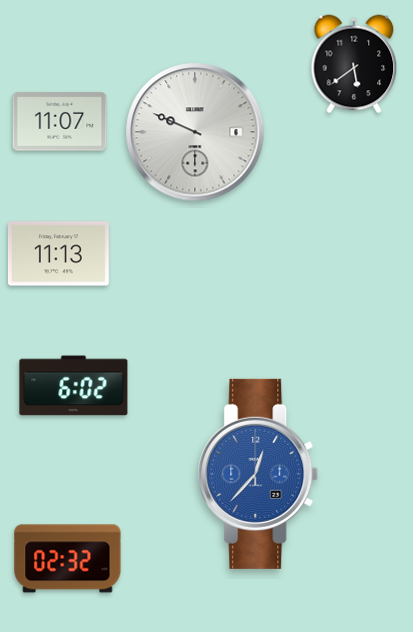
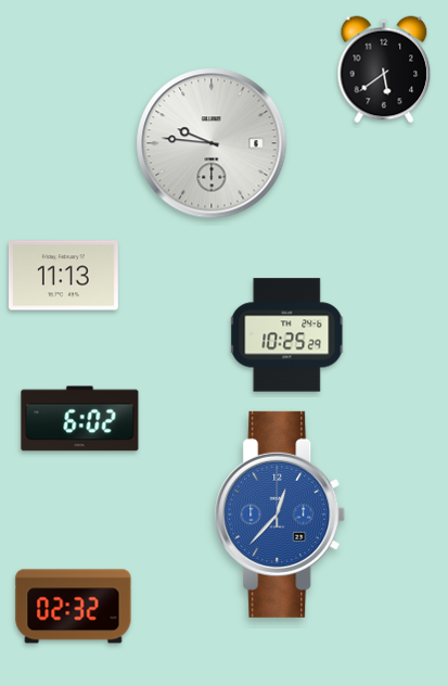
clock at (60, 122): 11:07 -> none
clock at (195, 132): 9:49 -> 9:46
clock at (287, 335): none -> 10:25
